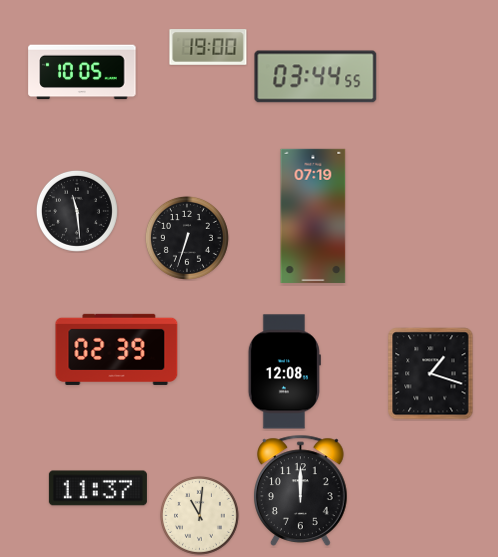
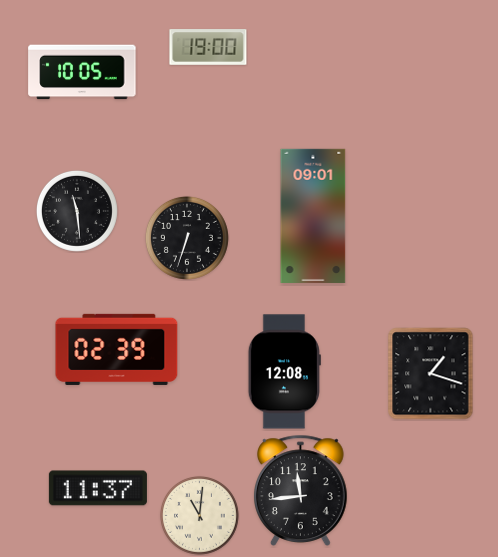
clock at (316, 77): 03:44 -> none
clock at (313, 216): 07:19 -> 09:01
clock at (301, 490): 12:00 -> 11:44
